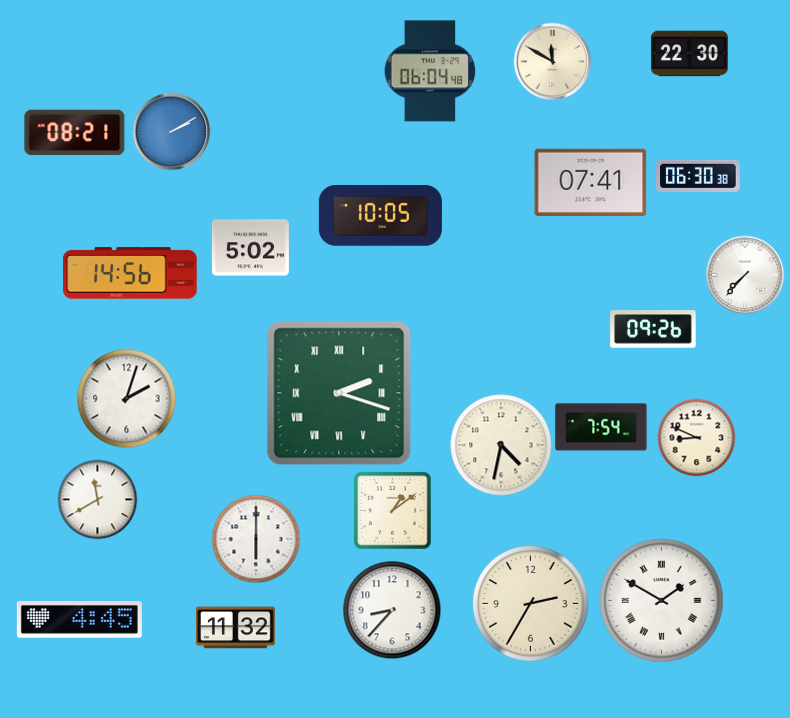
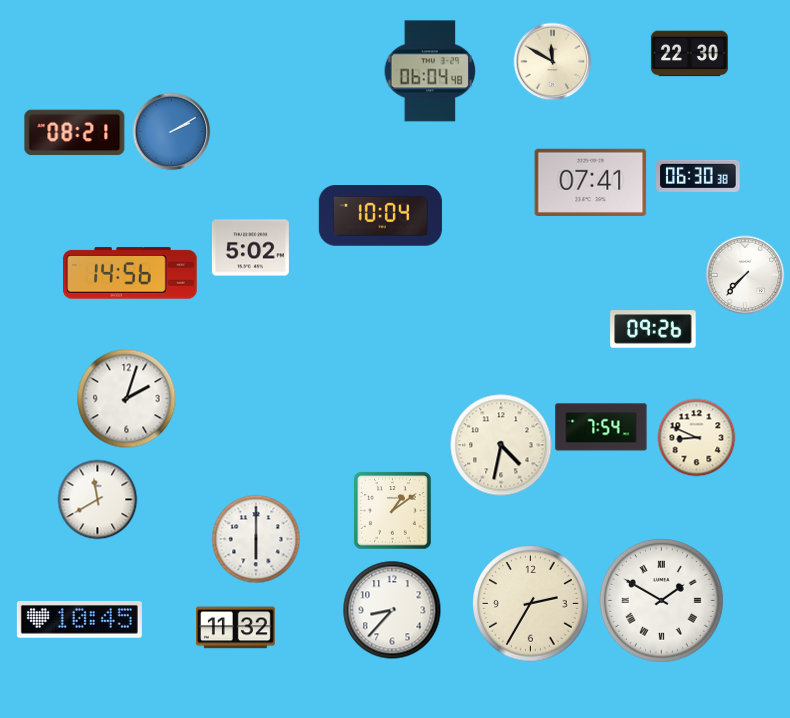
clock at (380, 216): 10:05 -> 10:04
clock at (339, 393): 2:18 -> none
clock at (79, 620): 4:45 -> 10:45
